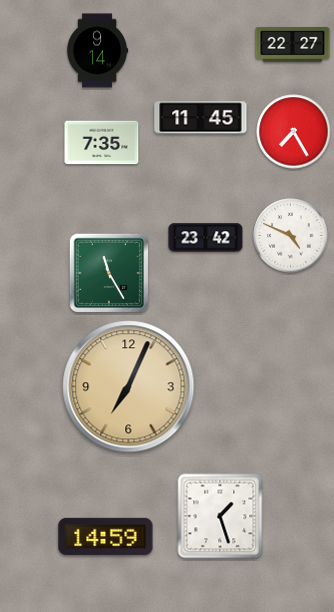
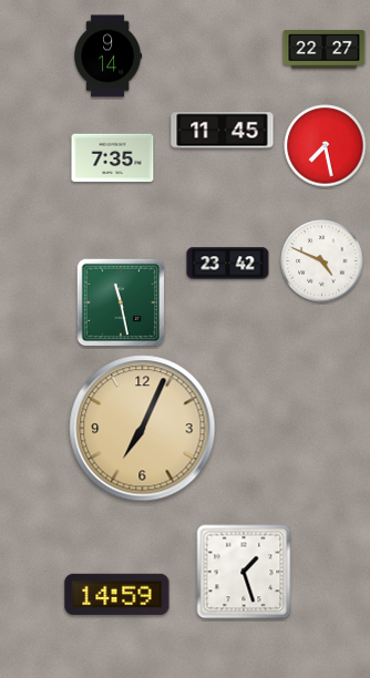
clock at (294, 132): 7:25 -> 7:28
clock at (109, 273): 11:25 -> 11:28
